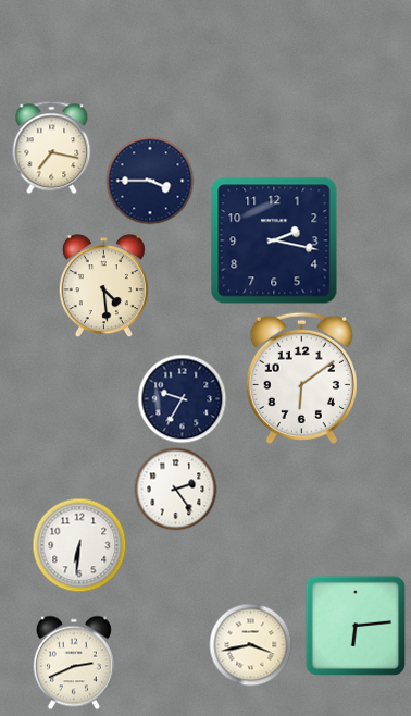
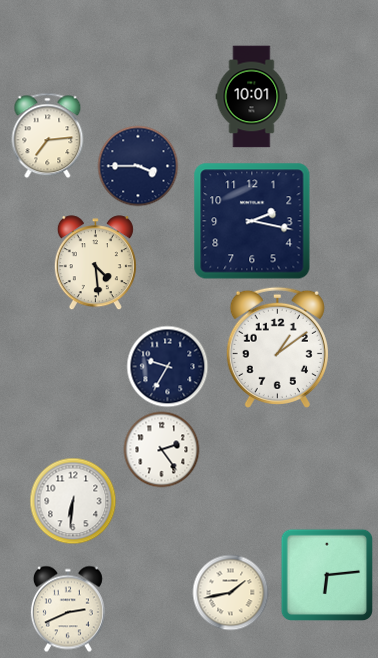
clock at (252, 97): none -> 10:01
clock at (52, 148): 7:17 -> 7:14
clock at (301, 378): 6:09 -> 1:09
clock at (251, 645): 3:43 -> 1:43
